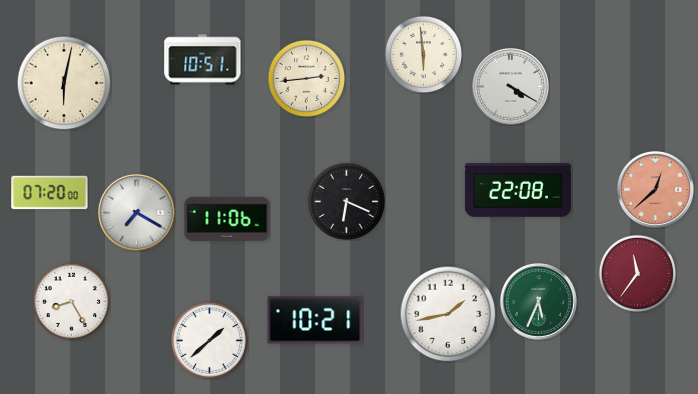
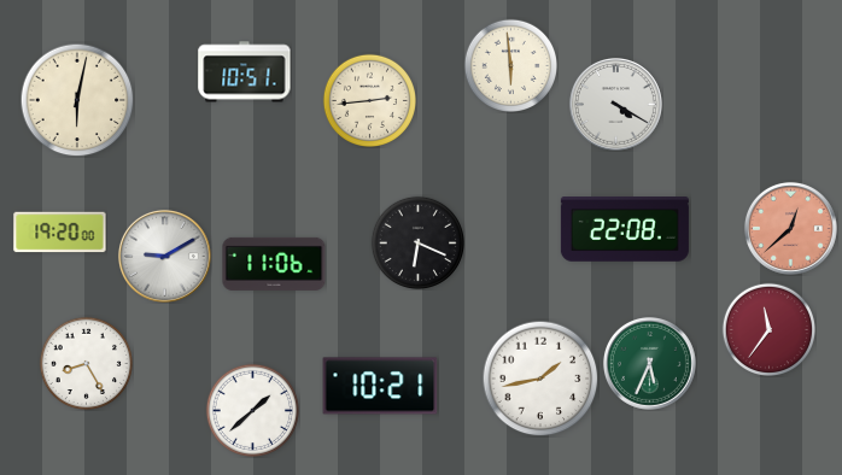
clock at (306, 78) position: (306, 78) -> (369, 100)
clock at (50, 193): 07:20 -> 19:20
clock at (136, 212): 7:20 -> 9:10
